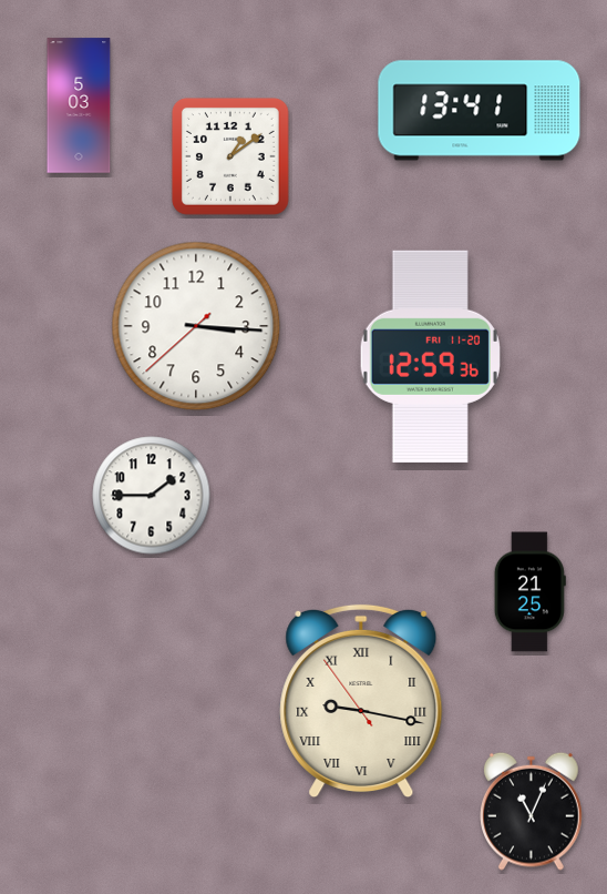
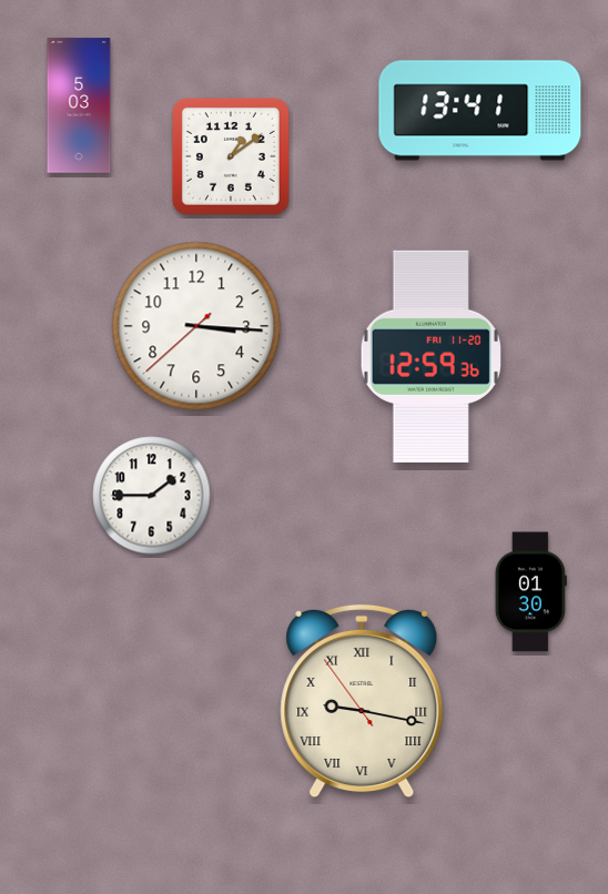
clock at (529, 592): 21:25 -> 01:30
clock at (532, 811): 11:04 -> none
